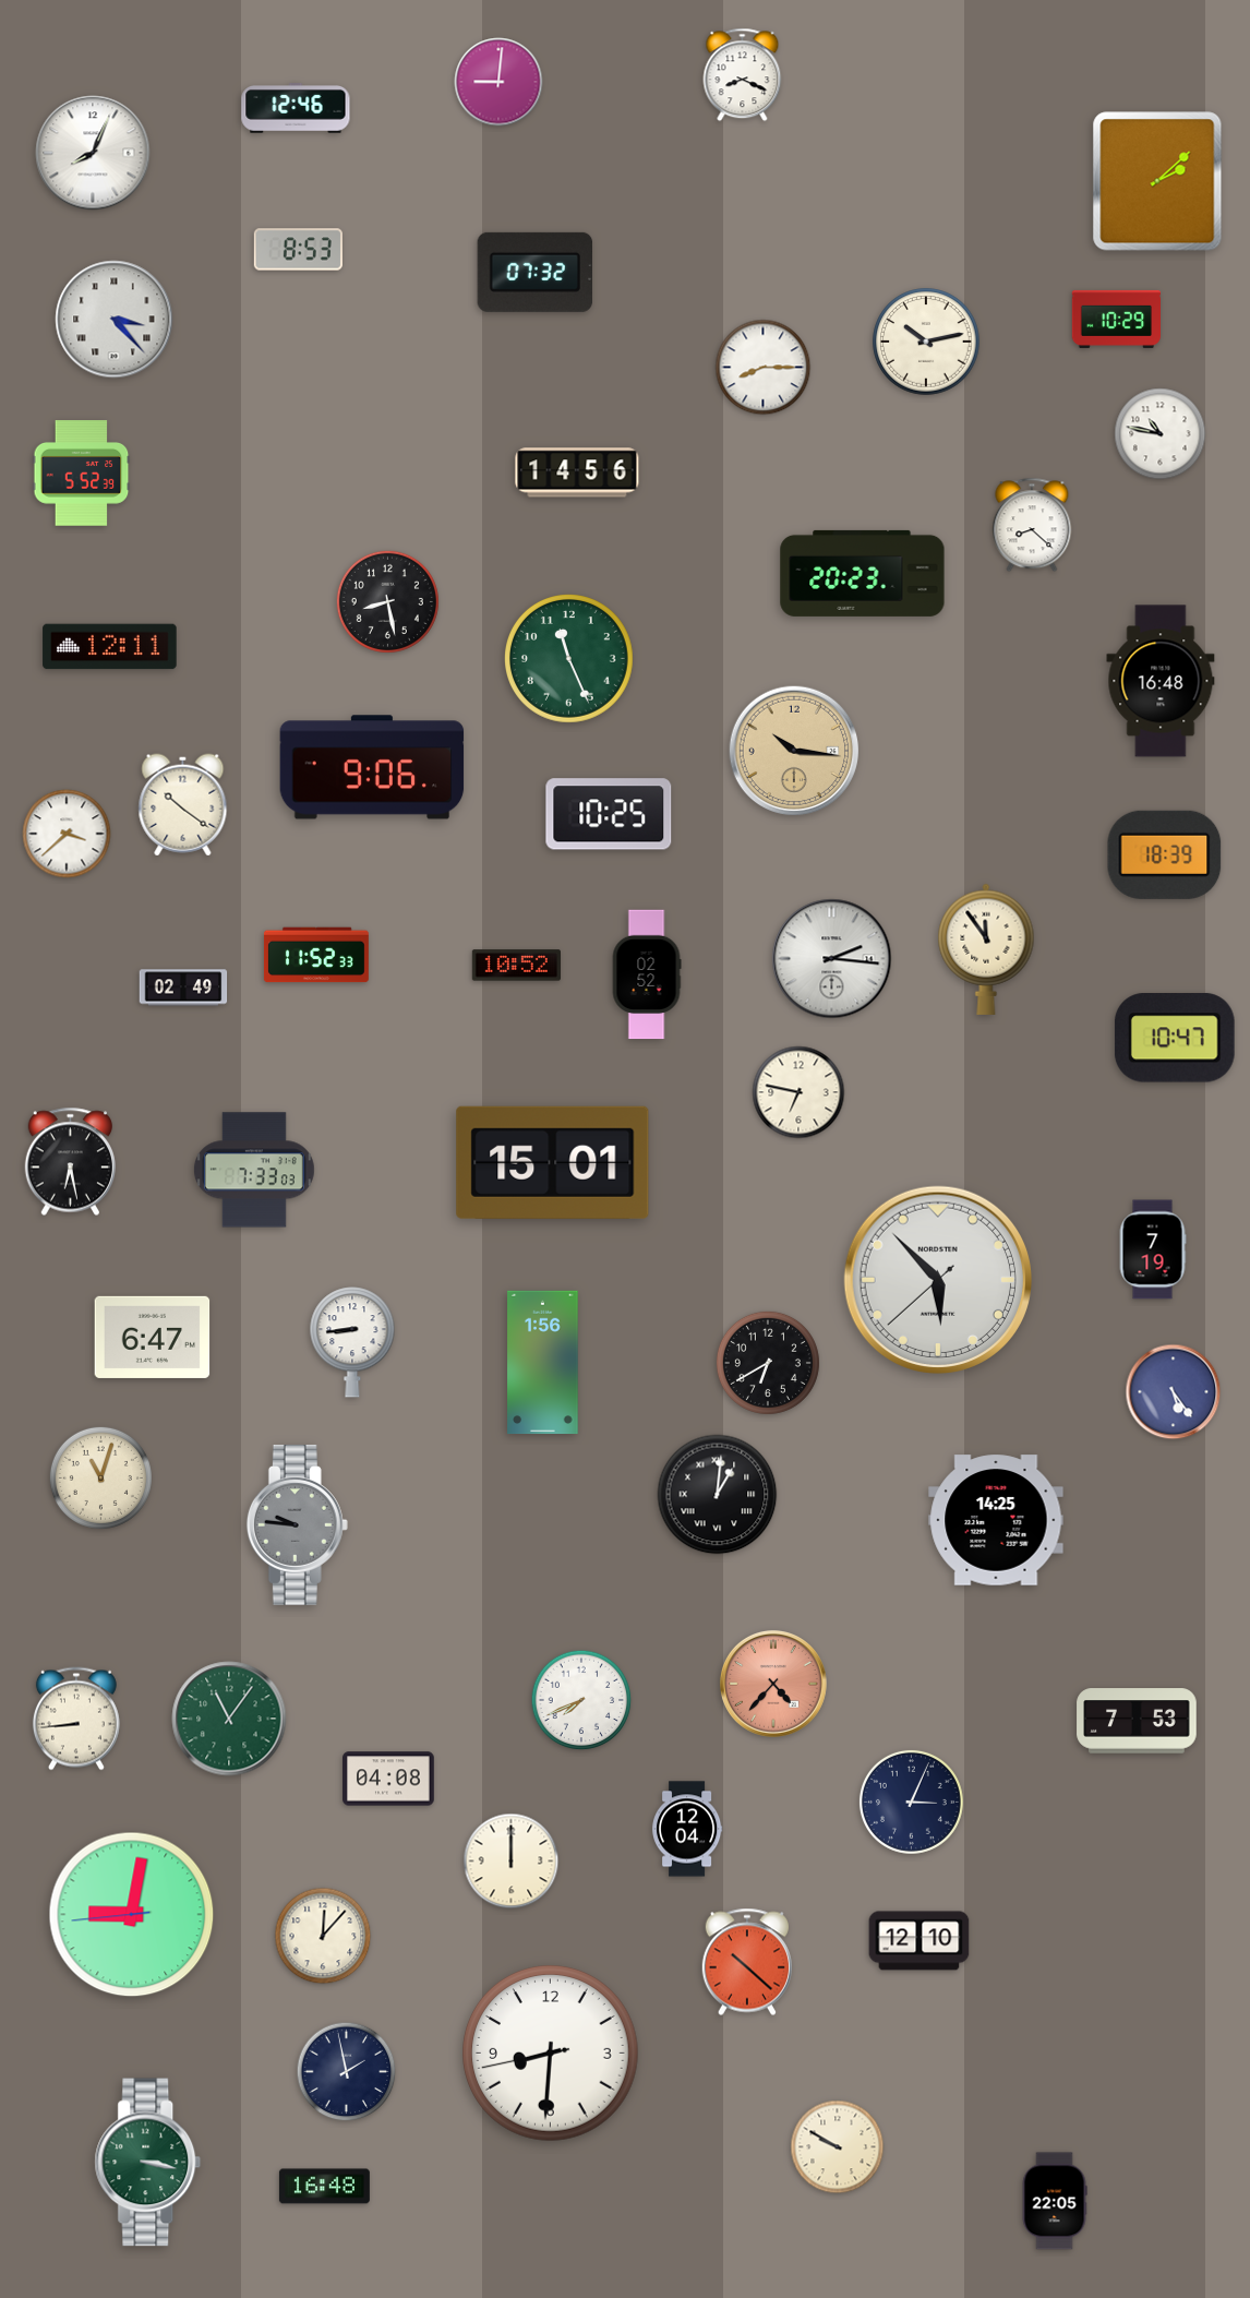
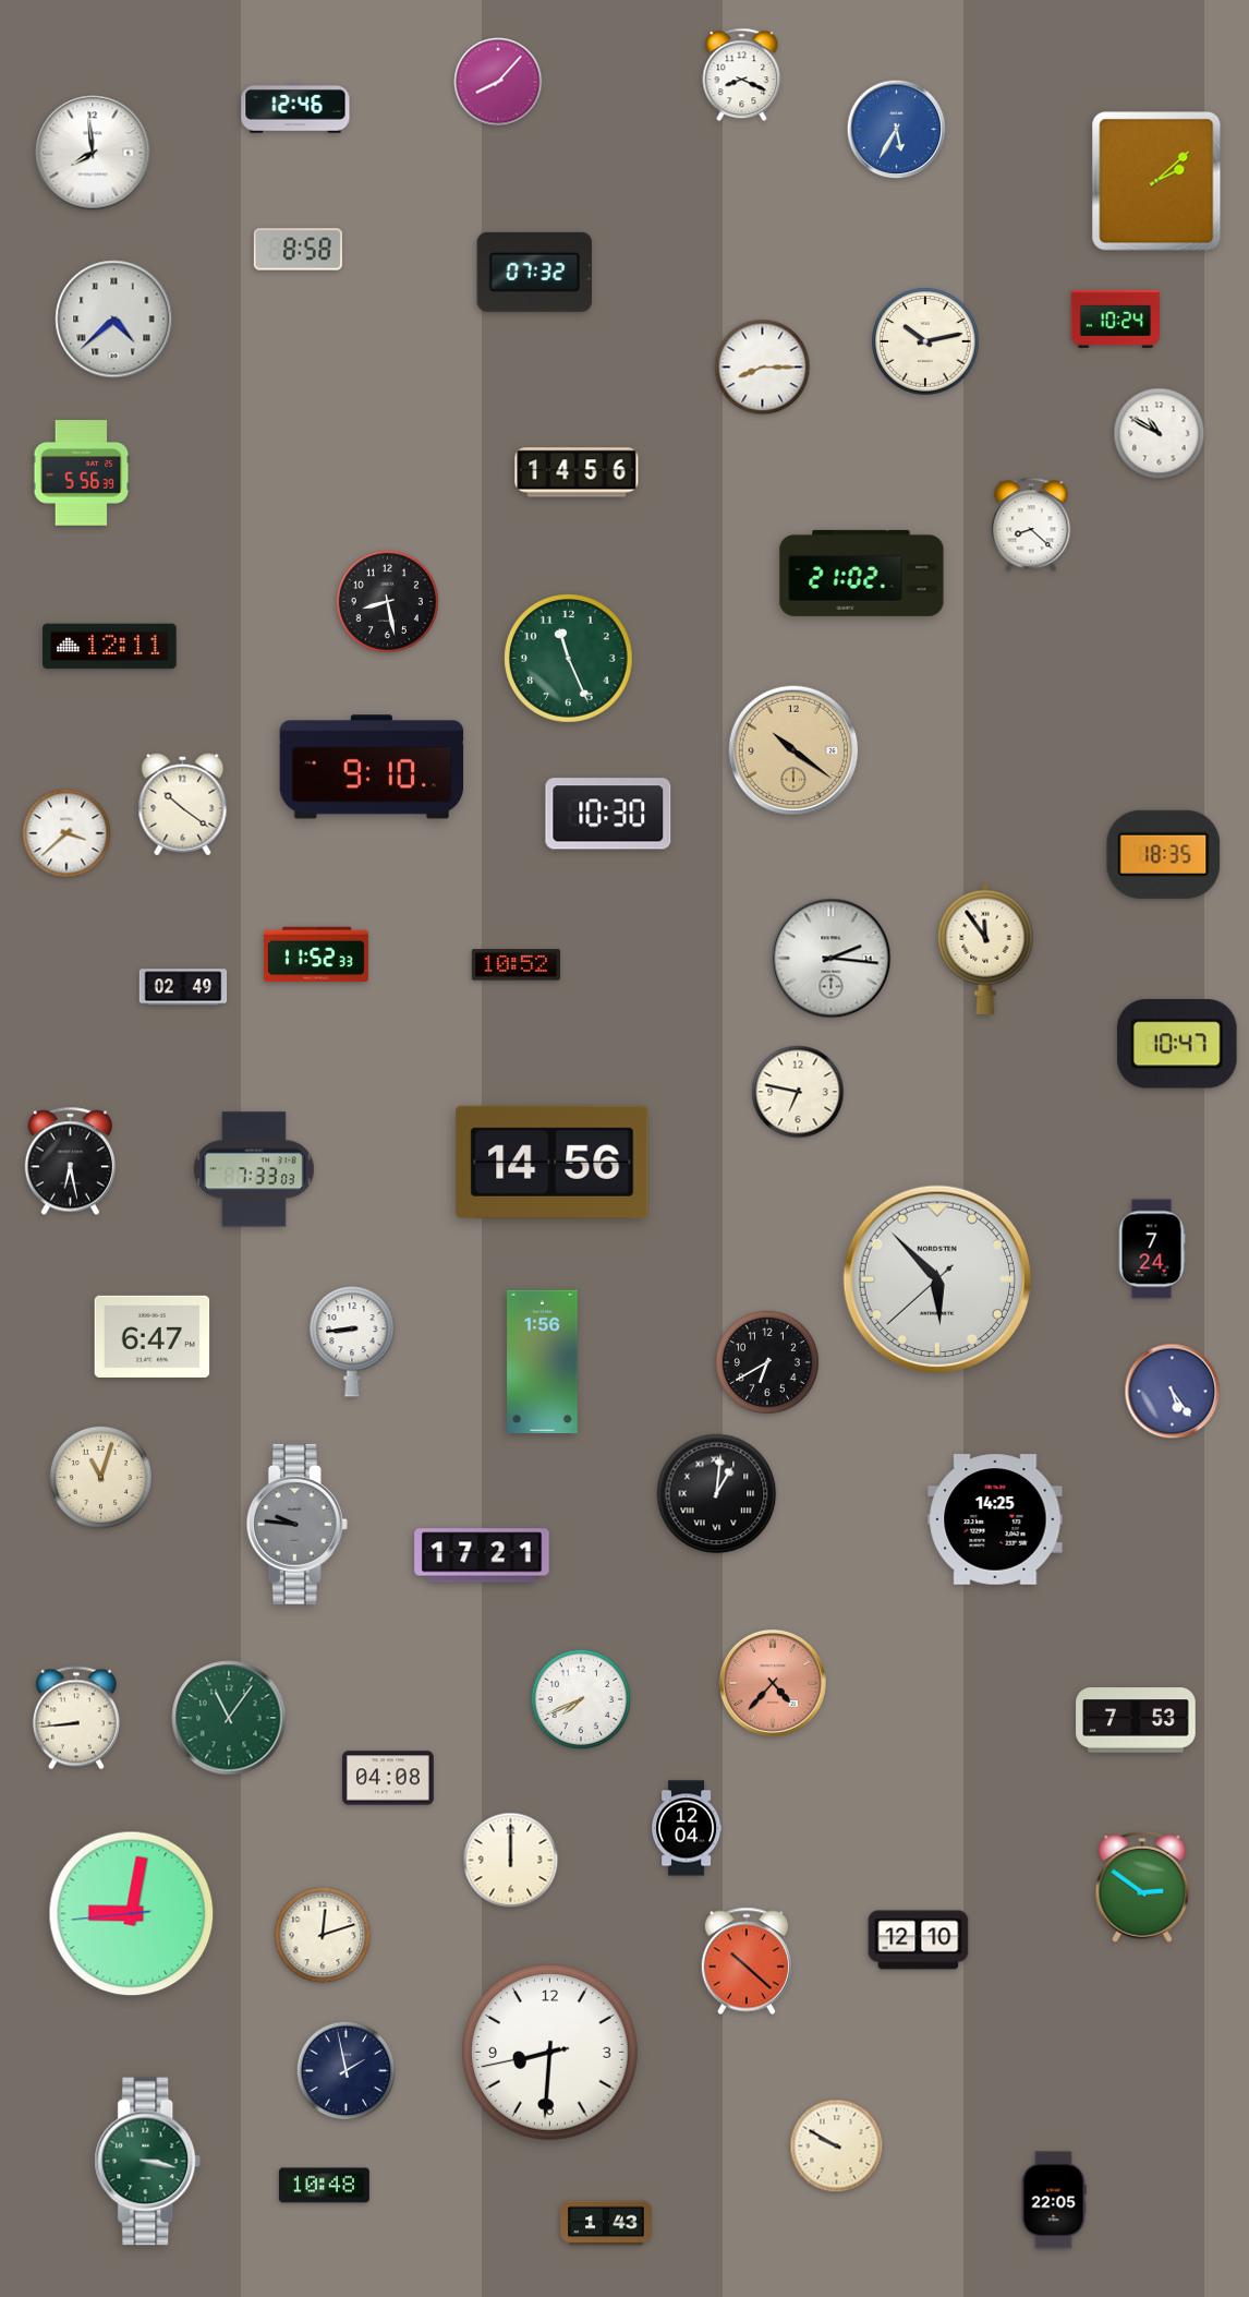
clock at (498, 82): 9:01 -> 8:07
clock at (897, 130): none -> 5:35
clock at (93, 153): 8:04 -> 7:59
clock at (298, 250): 8:53 -> 8:58
clock at (1116, 319): 10:29 -> 10:24
clock at (115, 320): 3:23 -> 4:38
clock at (1161, 434): 10:47 -> 10:50
clock at (82, 474): 5:52 -> 5:56
clock at (863, 573): 20:23 -> 21:02
clock at (1161, 681): 16:48 -> none
clock at (794, 751): 10:16 -> 10:21
clock at (372, 767): 9:06 -> 9:10
clock at (609, 814): 10:25 -> 10:30
clock at (1165, 854): 18:39 -> 18:35
clock at (647, 974): 02:52 -> none
clock at (1175, 1038) position: (1175, 1038) -> (1177, 1044)
clock at (553, 1162): 15:01 -> 14:56
clock at (1153, 1249): 7:19 -> 7:24
clock at (482, 1555): none -> 17:21
clock at (911, 1802): 3:04 -> none
clock at (1142, 1887): none -> 2:51
clock at (323, 1936): 12:07 -> 12:12
clock at (324, 2187): 16:48 -> 10:48
clock at (606, 2223): none -> 1:43
